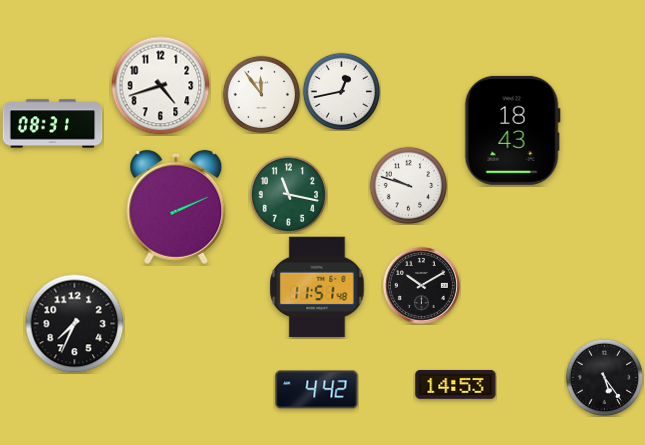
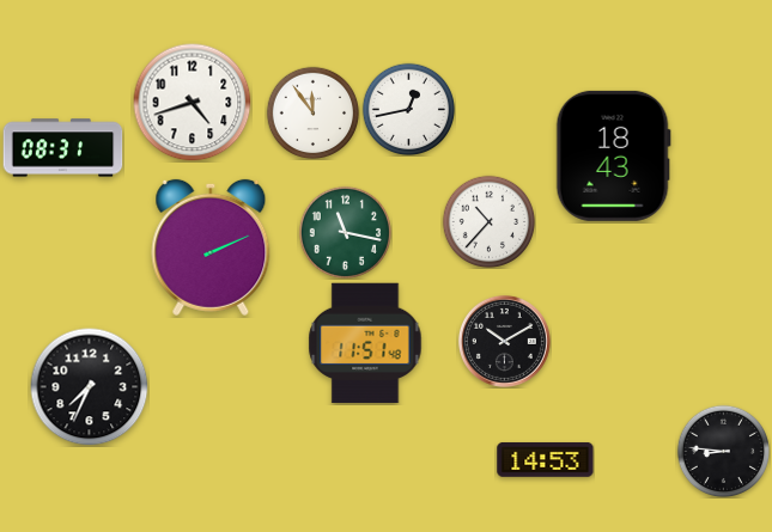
clock at (408, 185): 9:48 -> 10:37
clock at (317, 287) position: (317, 287) -> (365, 343)
clock at (604, 377): 5:24 -> 8:46
clock at (317, 390): 4:42 -> none
